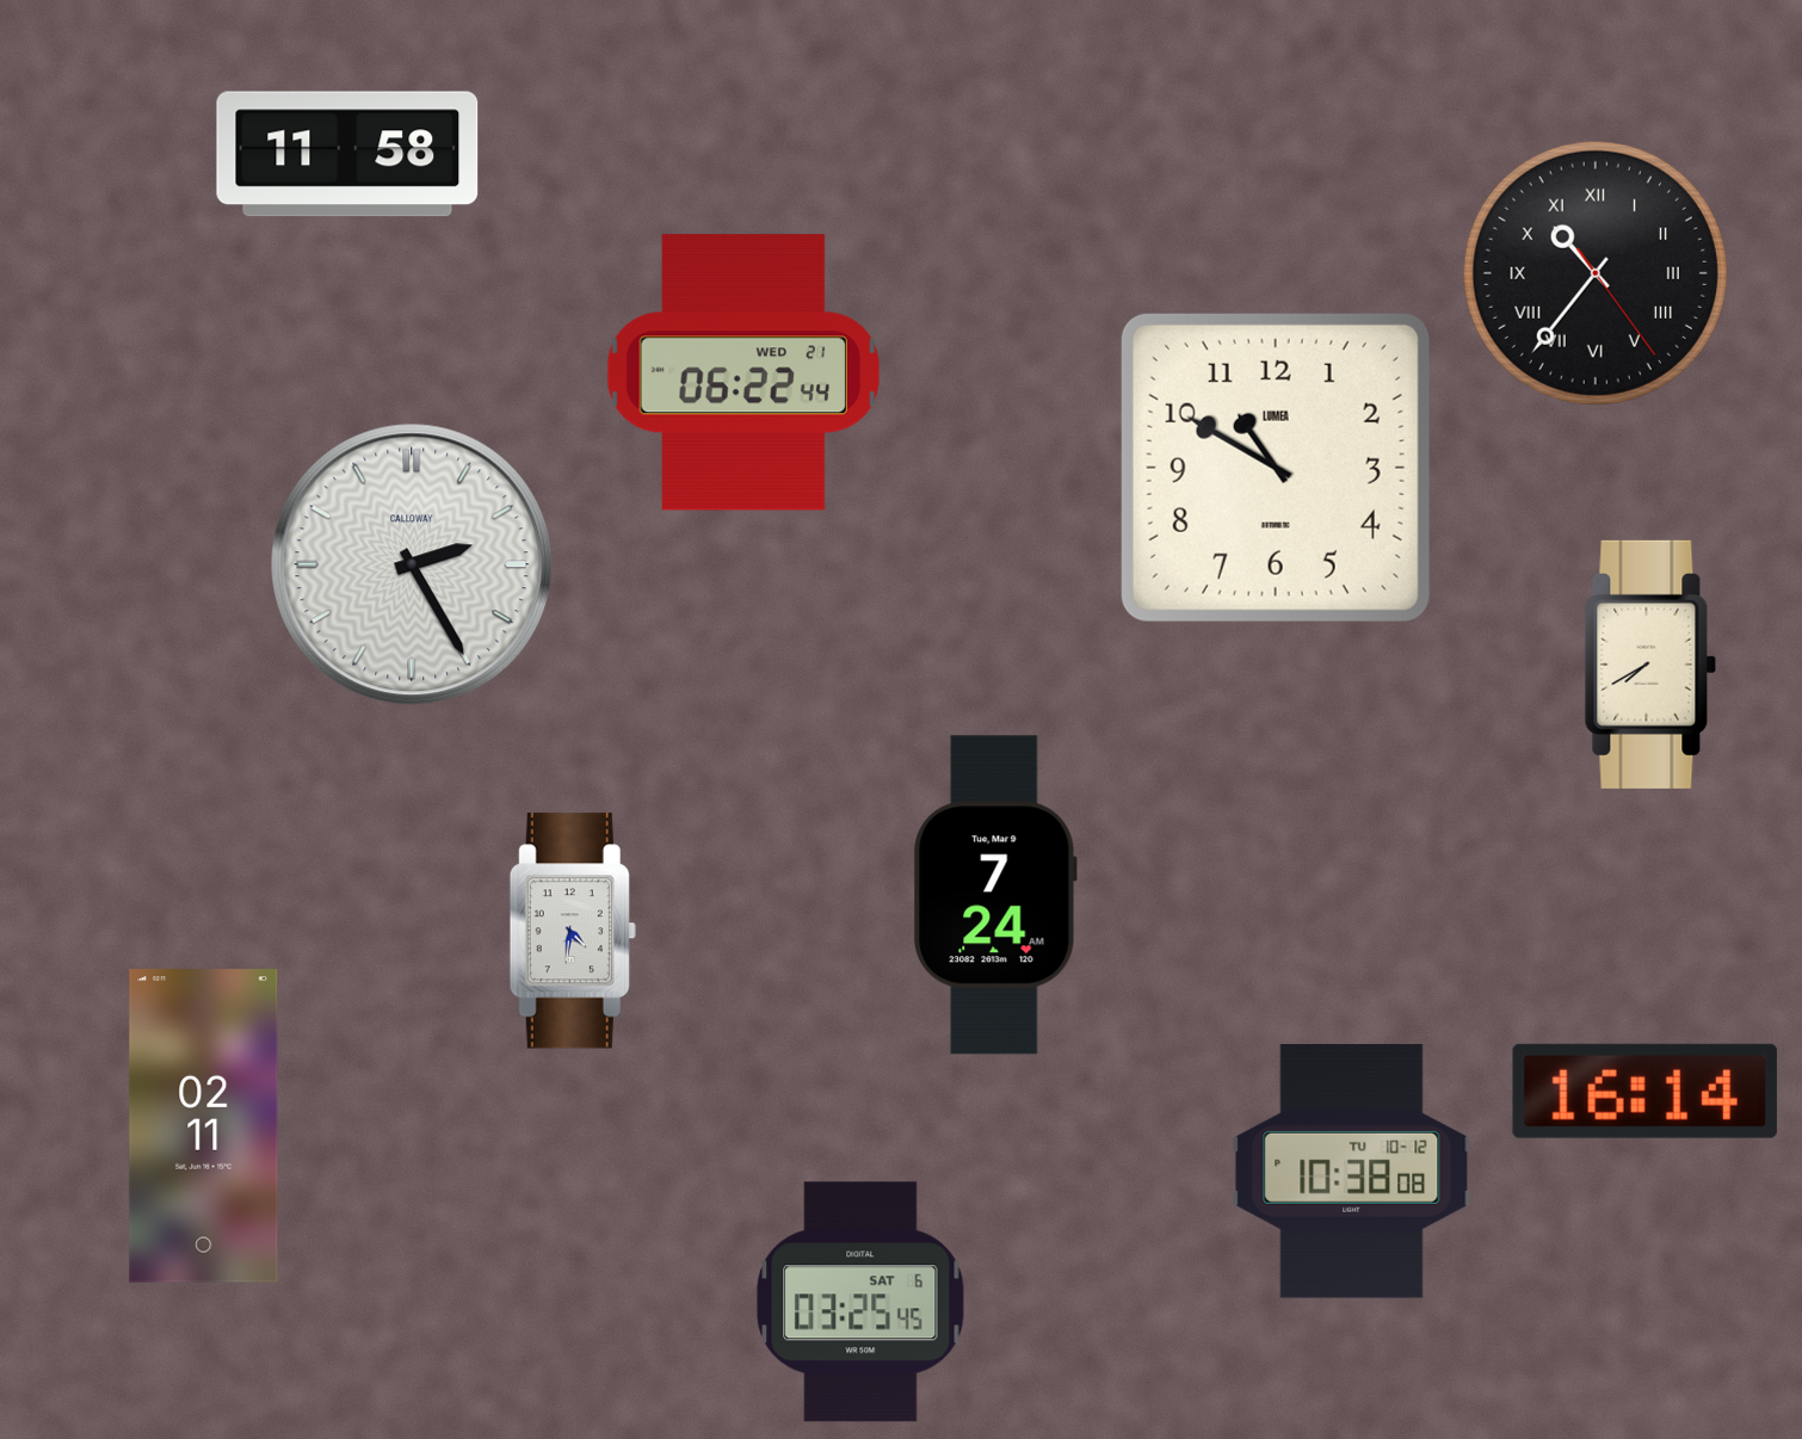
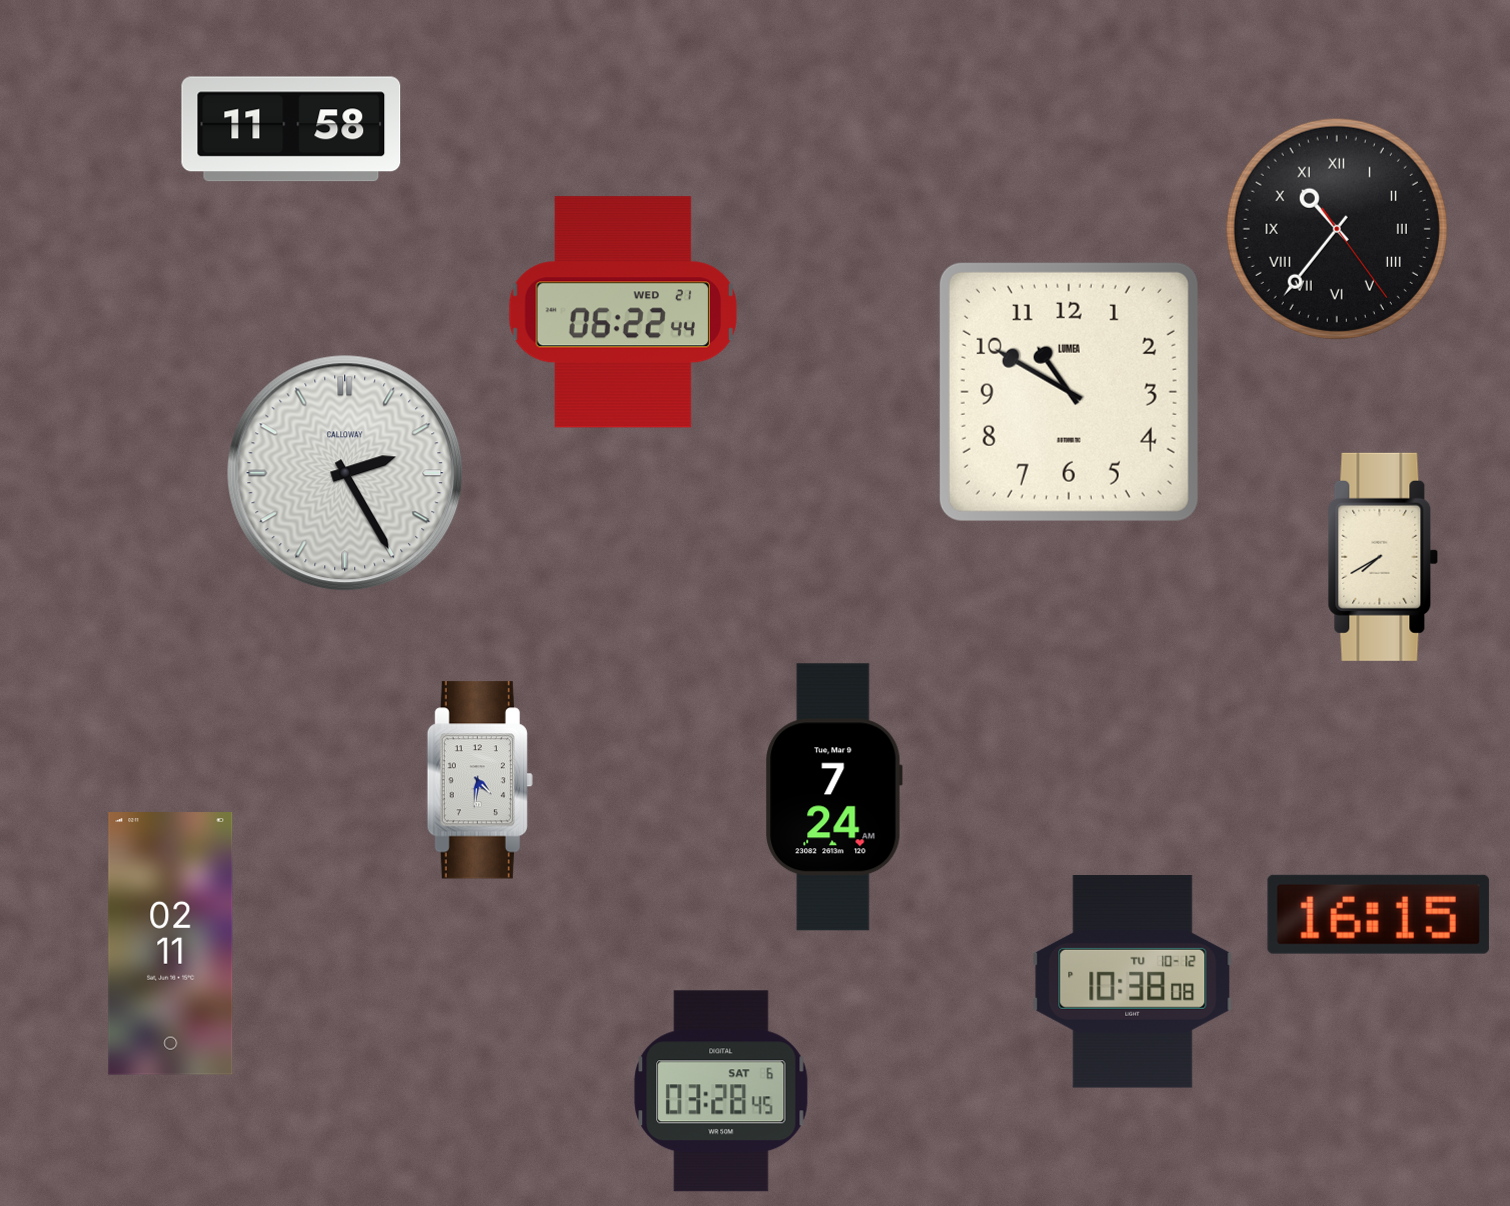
clock at (995, 895) position: (995, 895) -> (834, 797)
clock at (1644, 1091): 16:14 -> 16:15
clock at (860, 1302): 03:25 -> 03:28
